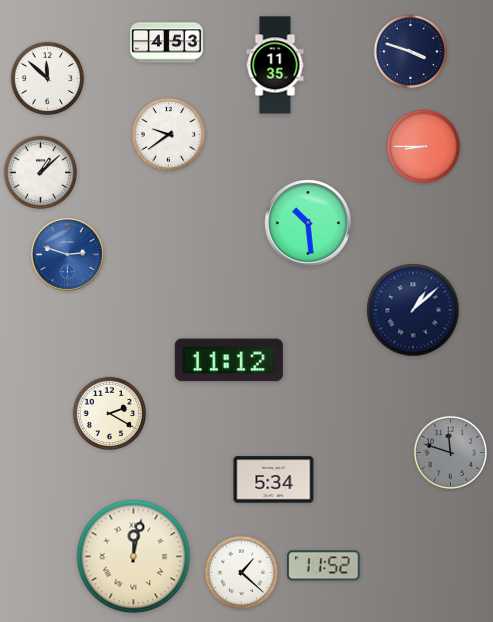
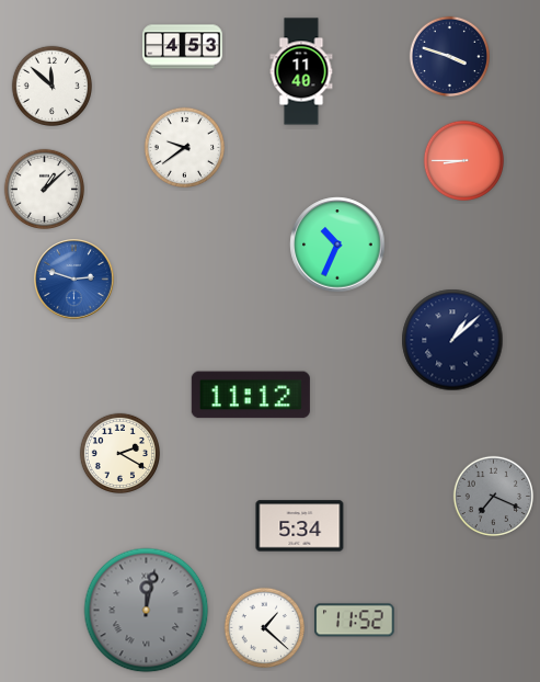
clock at (275, 65): 11:35 -> 11:40
clock at (308, 223): 10:29 -> 10:34
clock at (450, 452): 11:48 -> 7:19
clock at (134, 557) dial: cream -> grey
